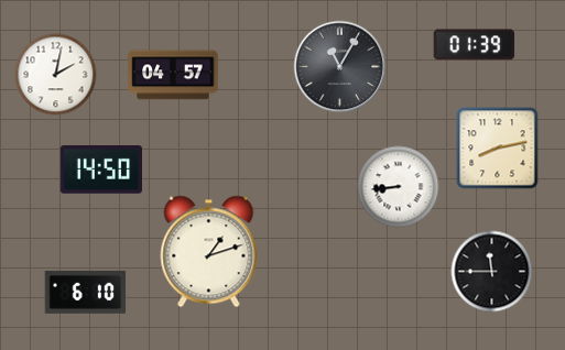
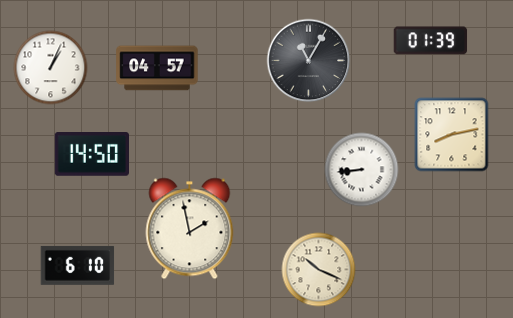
clock at (56, 75): 2:02 -> 1:04
clock at (209, 252): 1:12 -> 1:58
clock at (492, 272): 11:45 -> none
clock at (319, 270): none -> 10:19
